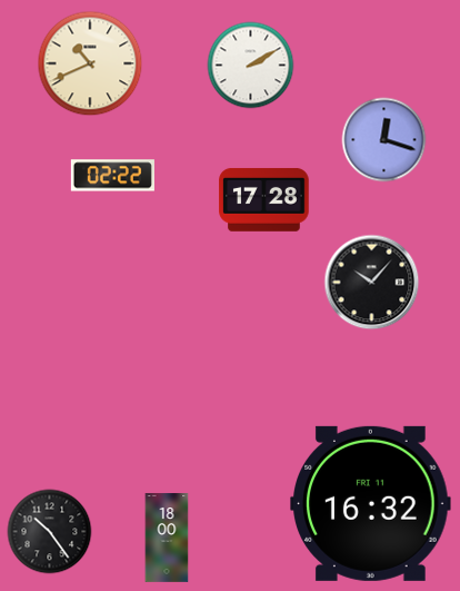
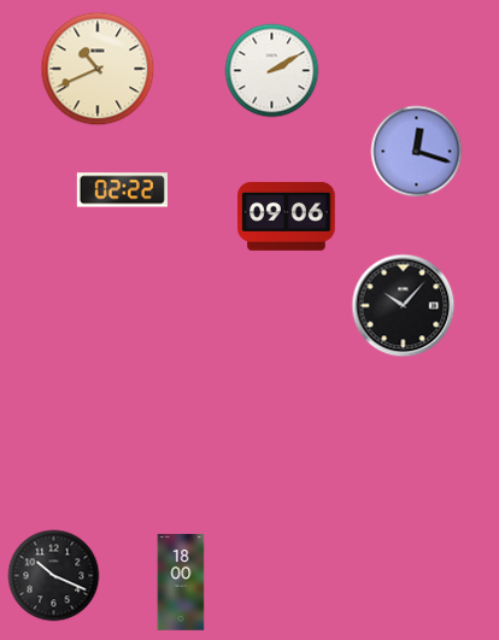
clock at (264, 199): 17:28 -> 09:06
clock at (371, 503): 16:32 -> none
clock at (50, 532): 10:24 -> 10:19
